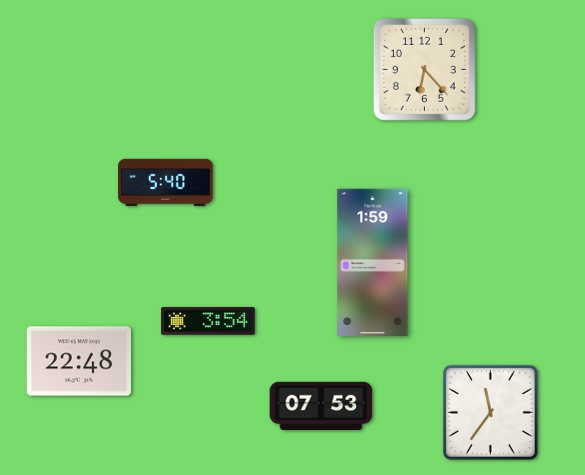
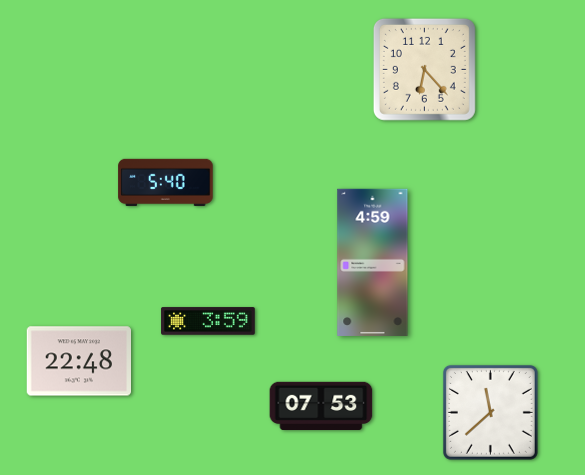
clock at (373, 262): 1:59 -> 4:59
clock at (208, 321): 3:54 -> 3:59
clock at (490, 412): 11:36 -> 11:38
